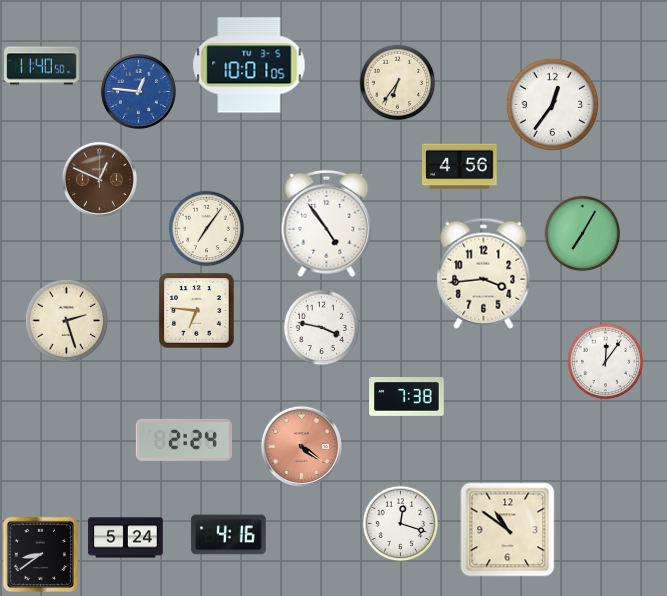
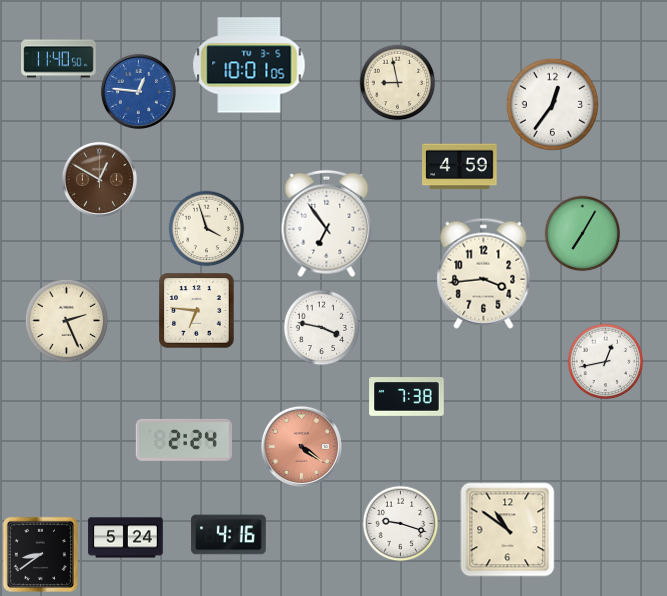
clock at (42, 66) position: (42, 66) -> (59, 59)
clock at (398, 83): 6:36 -> 8:58
clock at (460, 167): 4:56 -> 4:59
clock at (99, 179): 12:49 -> 12:50
clock at (327, 224): 4:54 -> 6:54
clock at (207, 229): 7:06 -> 3:57
clock at (67, 321): 2:27 -> 2:26
clock at (606, 362): 12:06 -> 12:43
clock at (401, 524): 12:18 -> 9:18
